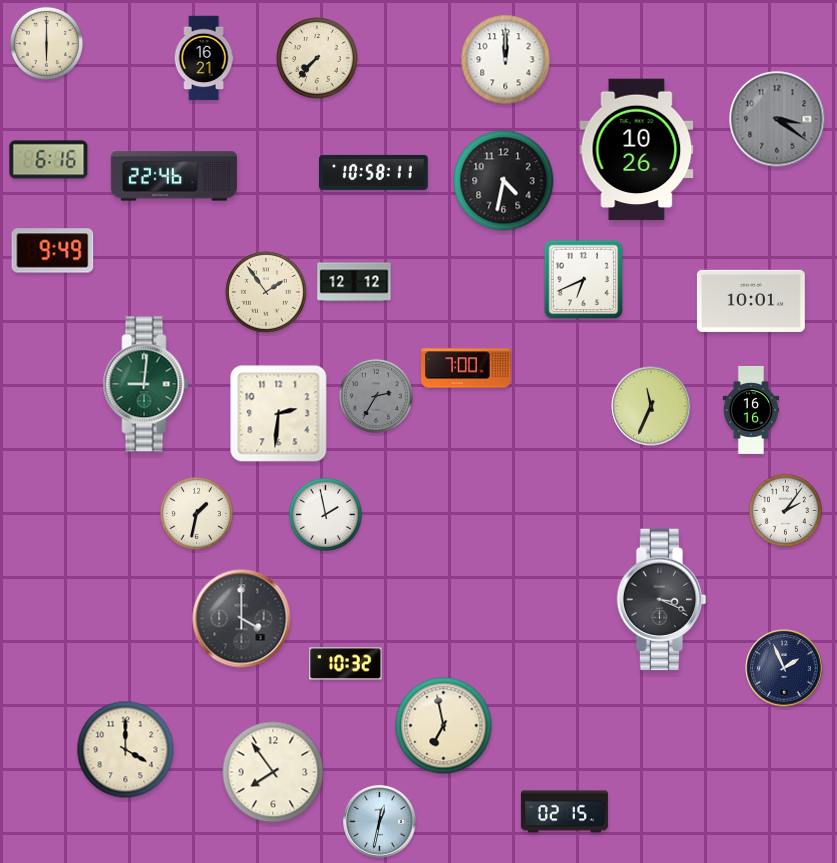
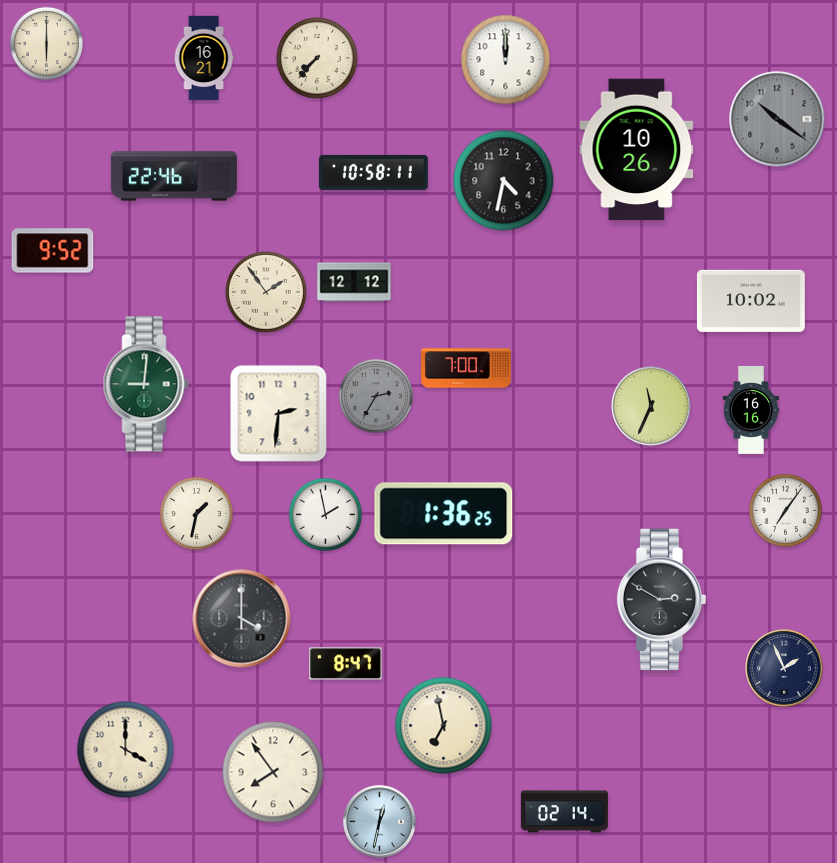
clock at (777, 119): 3:21 -> 10:21
clock at (49, 160): 6:16 -> none
clock at (53, 251): 9:49 -> 9:52
clock at (584, 280): 6:41 -> none
clock at (751, 301): 10:01 -> 10:02
clock at (785, 510): 2:06 -> 7:06
clock at (444, 514): none -> 1:36
clock at (662, 600): 3:19 -> 2:50
clock at (346, 664): 10:32 -> 8:47
clock at (564, 812): 02:15 -> 02:14
